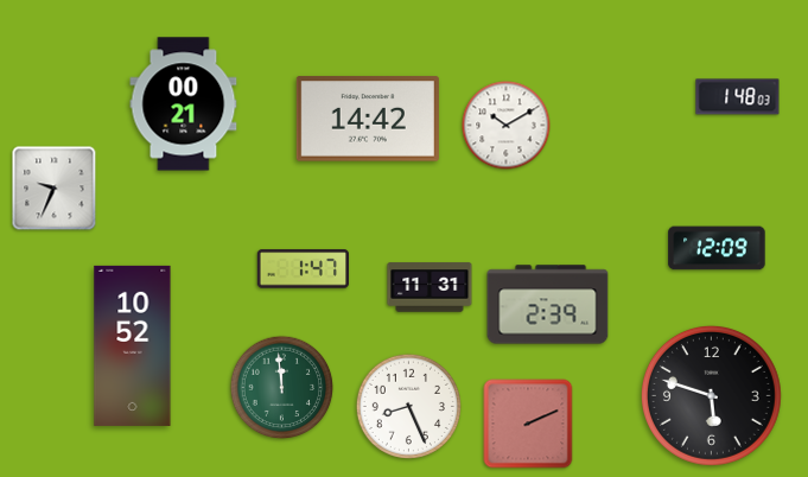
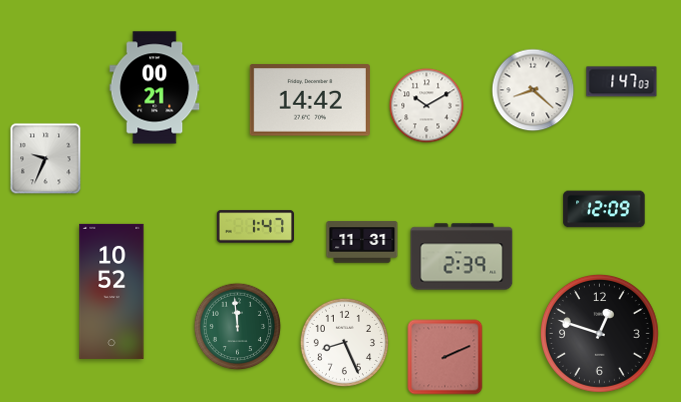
clock at (738, 97): 1:48 -> 1:47
clock at (533, 90): none -> 8:22
clock at (711, 395): 5:48 -> 12:48
